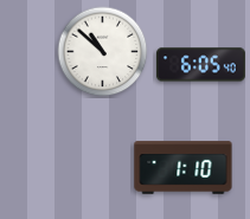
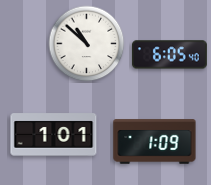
clock at (54, 135): none -> 1:01
clock at (184, 168): 1:10 -> 1:09
